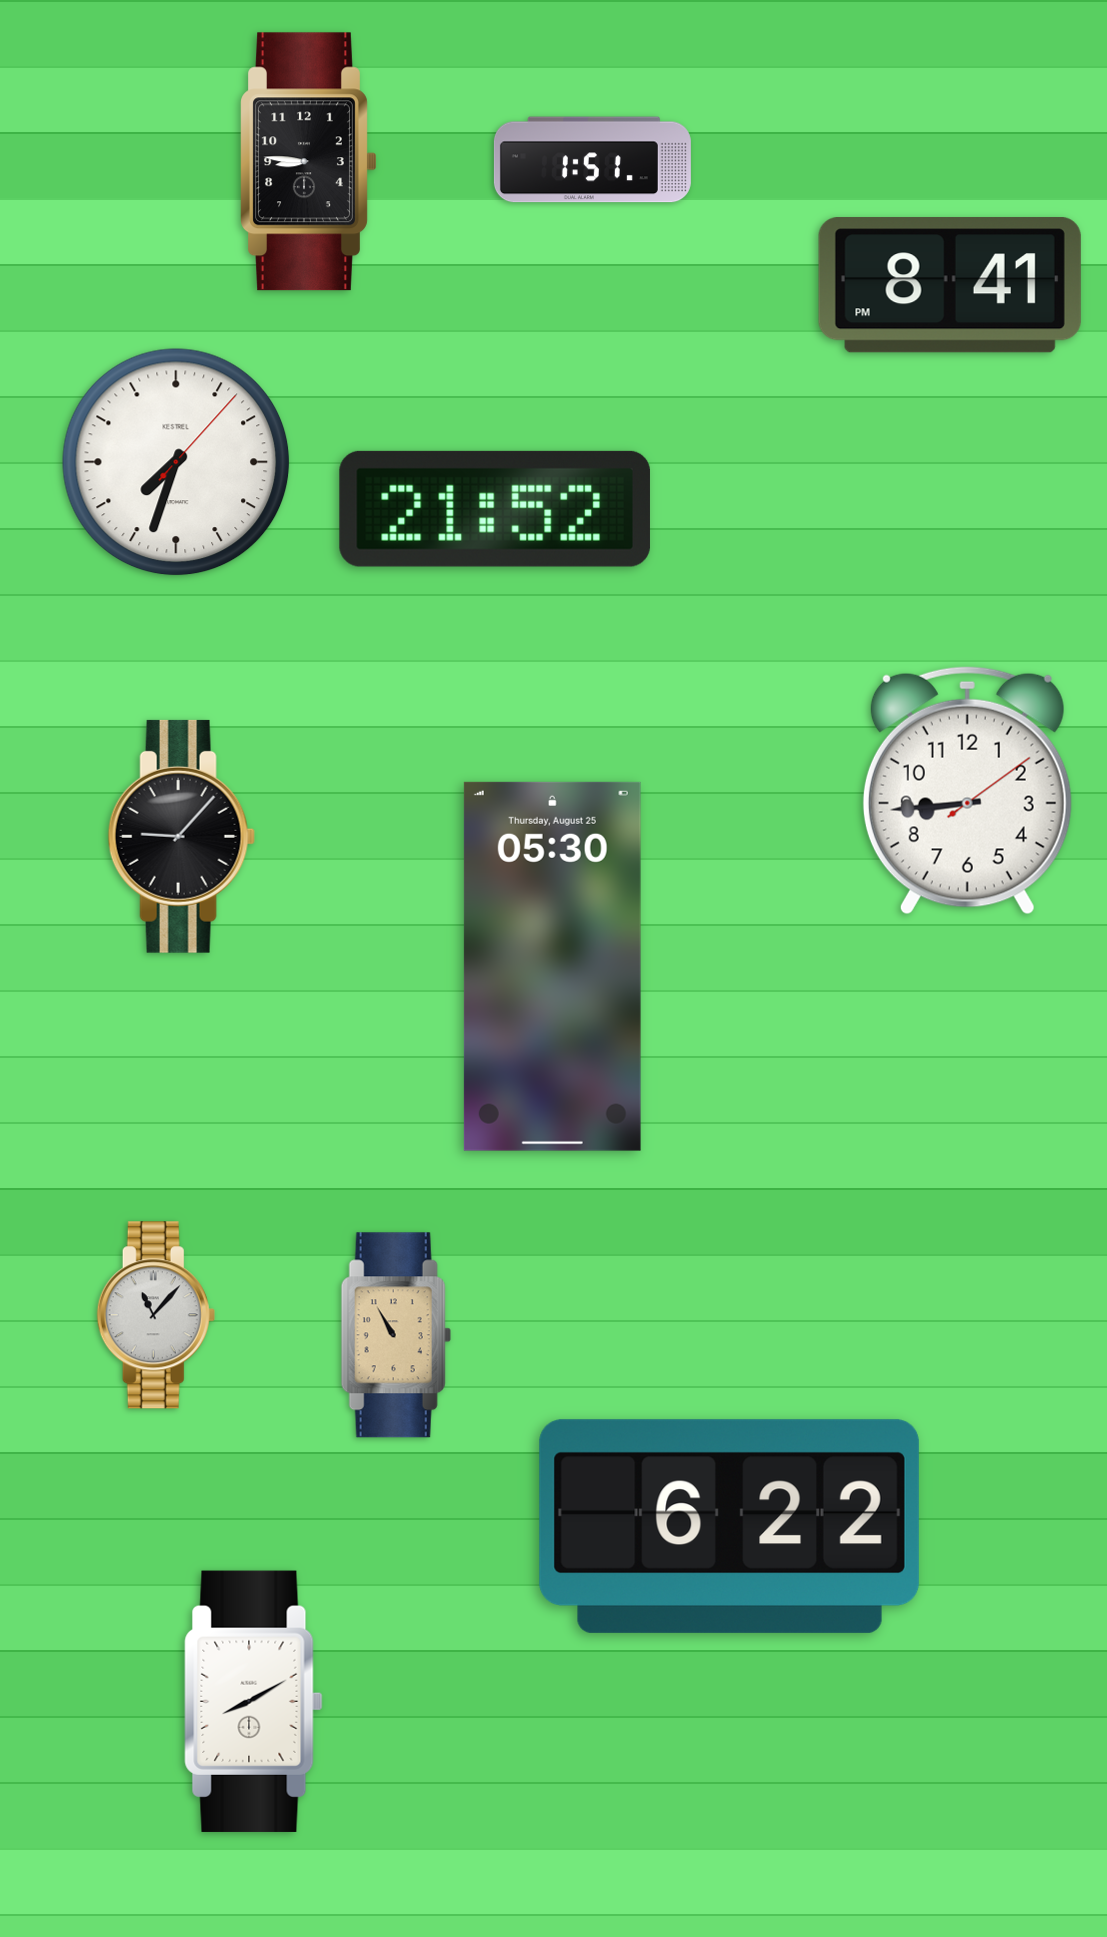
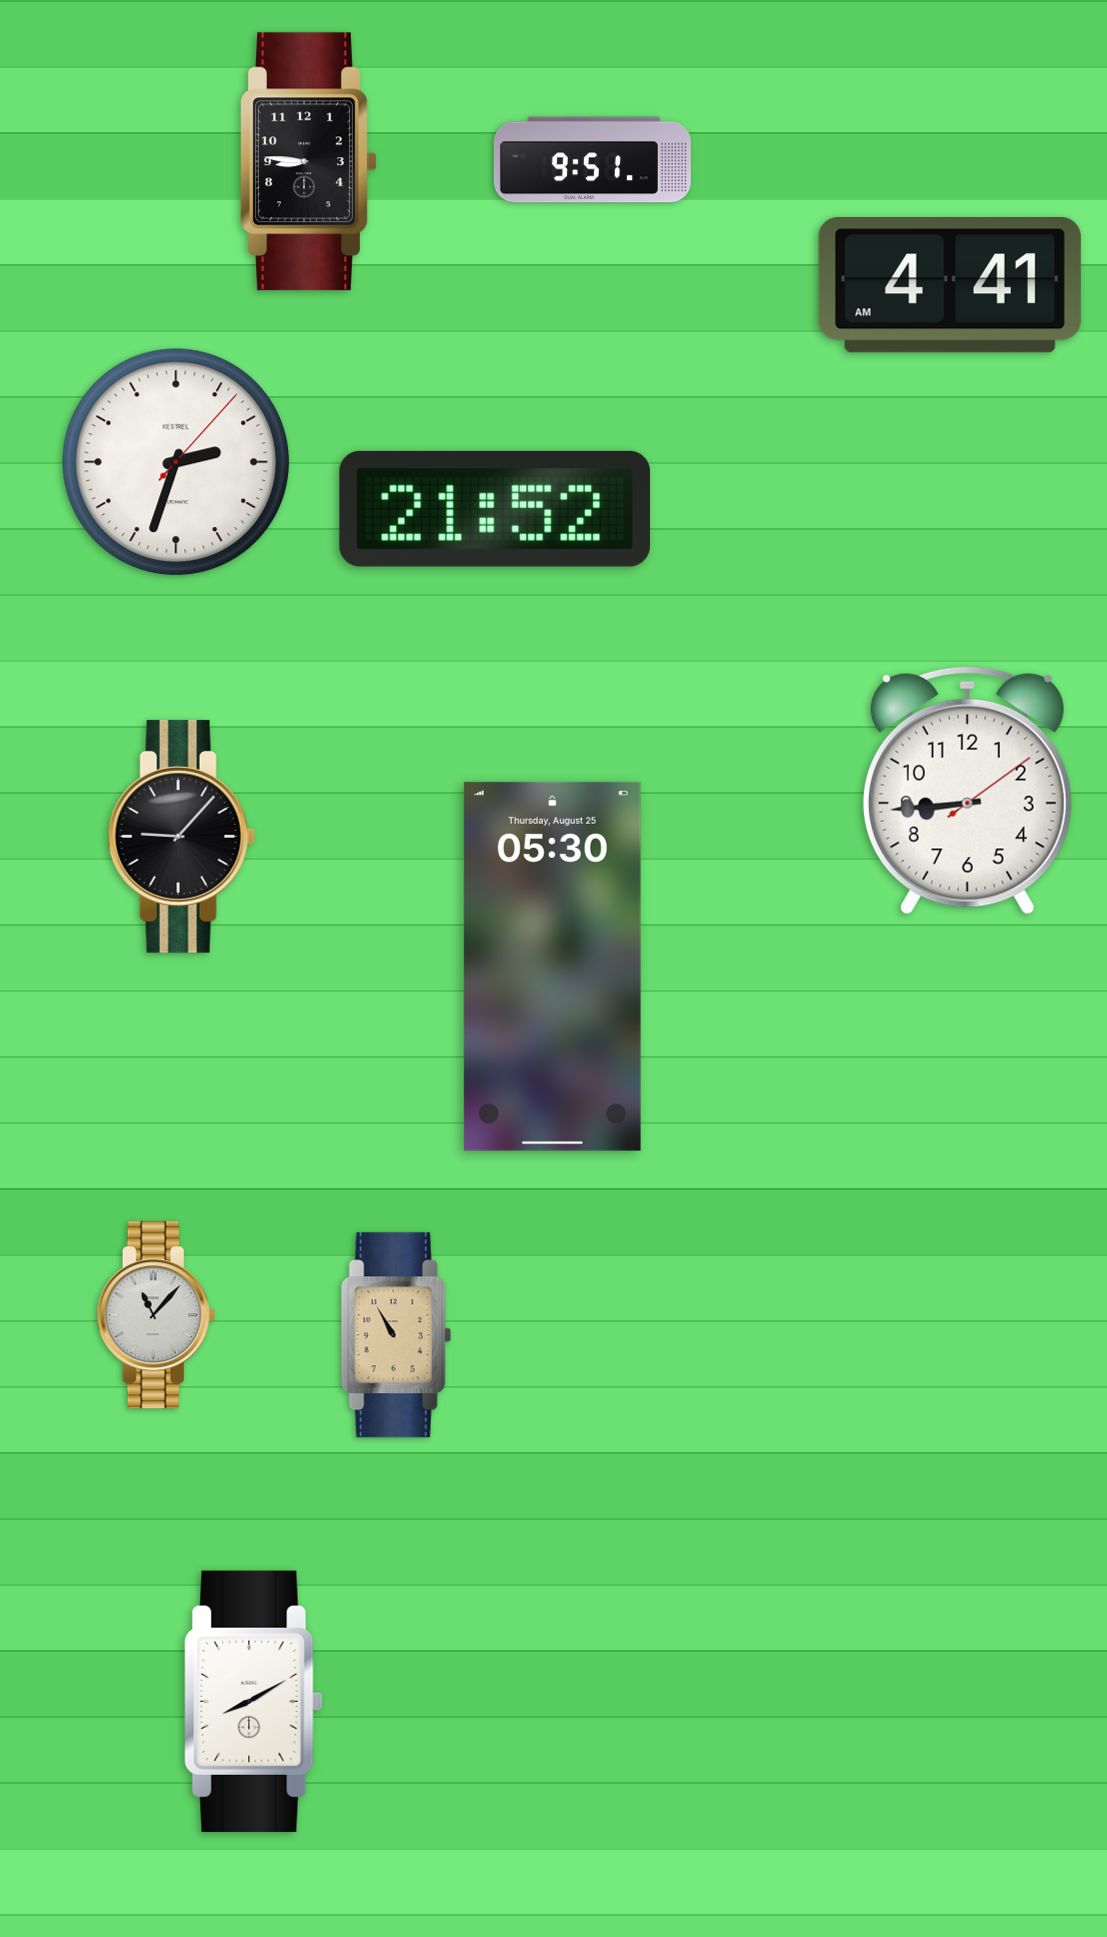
clock at (592, 160): 1:51 -> 9:51
clock at (950, 285): 8:41 -> 4:41
clock at (176, 462): 7:33 -> 2:33
clock at (729, 1526): 6:22 -> none
